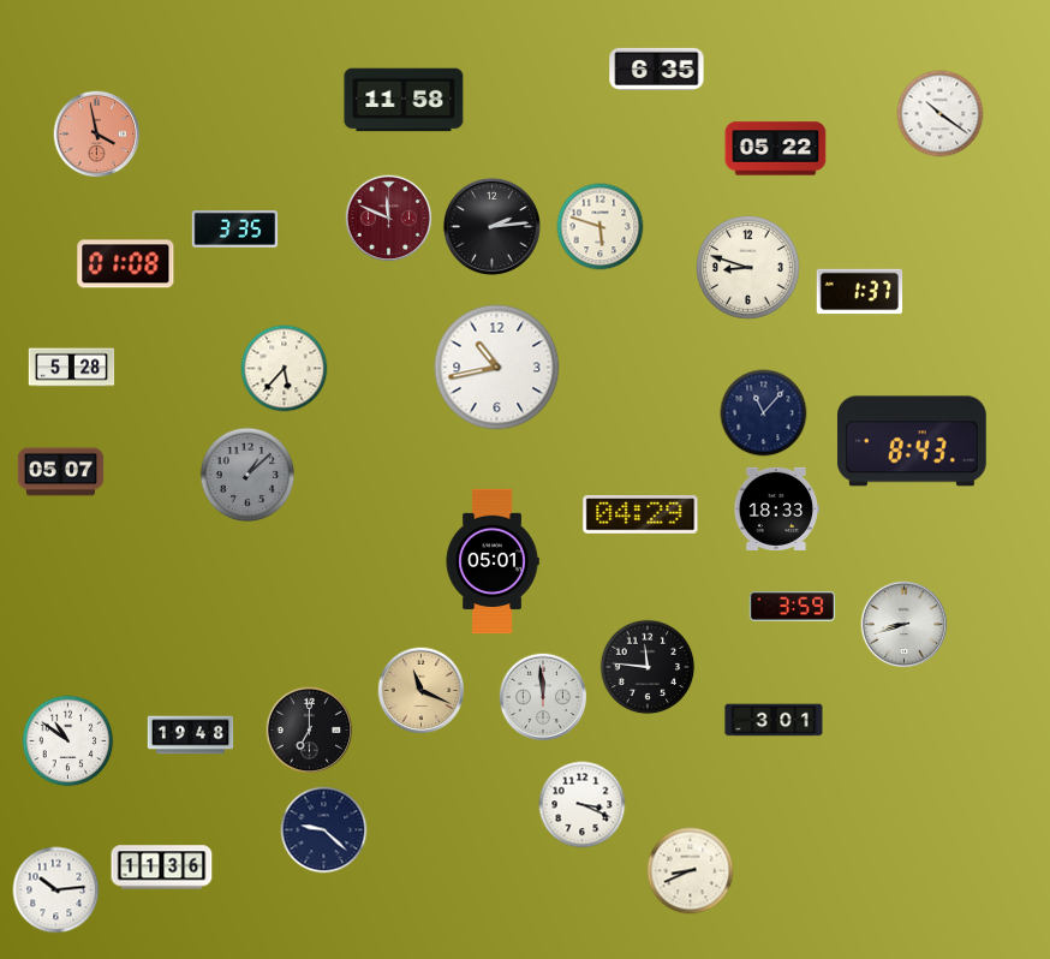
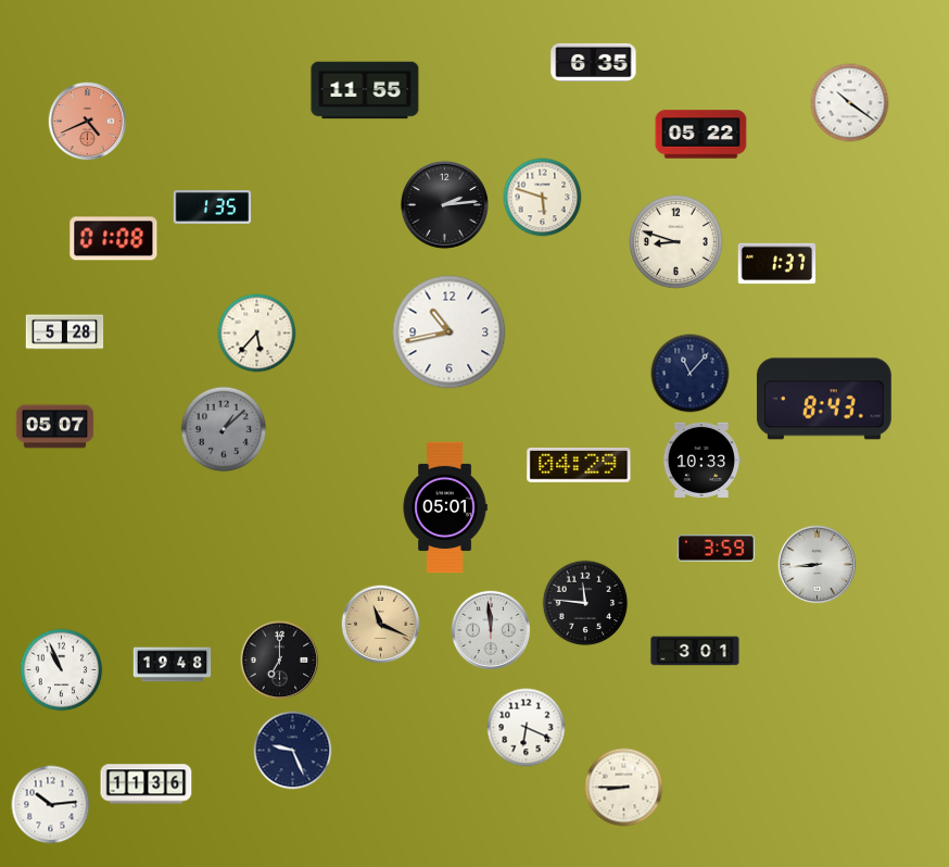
clock at (404, 100): 11:58 -> 11:55
clock at (97, 135): 3:58 -> 4:41
clock at (389, 219): 11:49 -> none
clock at (601, 227) position: (601, 227) -> (543, 198)
clock at (235, 230): 3:35 -> 1:35
clock at (776, 508): 18:33 -> 10:33
clock at (905, 625): 8:42 -> 8:44
clock at (774, 720) position: (774, 720) -> (695, 651)
clock at (68, 741): 10:51 -> 10:56
clock at (583, 805): 3:19 -> 6:19
clock at (324, 830): 9:22 -> 9:26
clock at (691, 871): 8:41 -> 8:45
